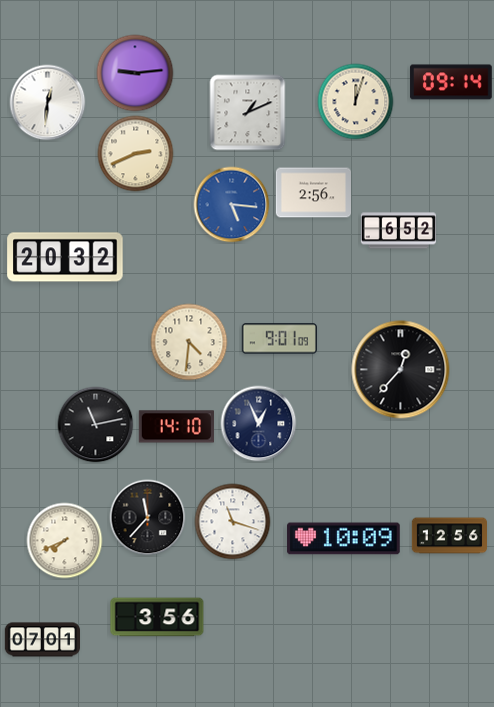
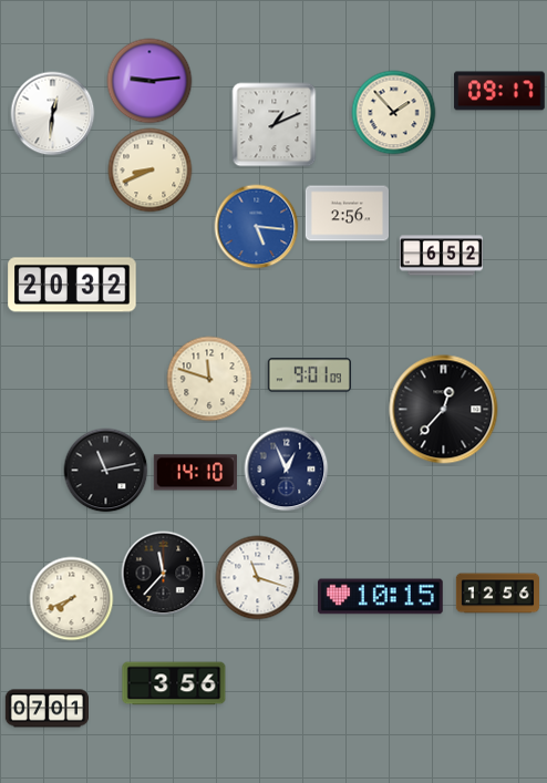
clock at (451, 82): 09:14 -> 09:17
clock at (356, 102): 12:03 -> 1:53
clock at (136, 154): 2:41 -> 8:41
clock at (189, 342): 4:31 -> 11:48
clock at (344, 539): 10:09 -> 10:15
